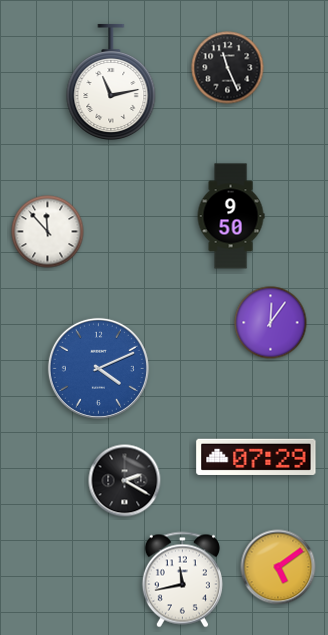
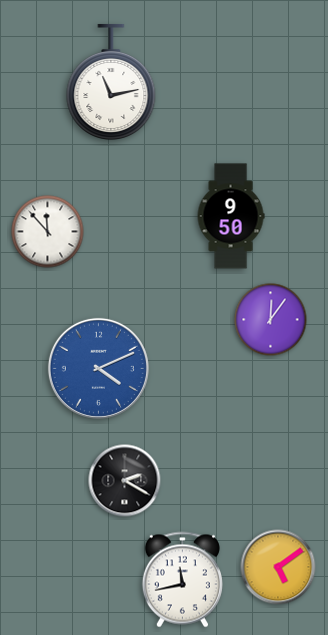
clock at (228, 68): 11:26 -> none
clock at (271, 323) position: (271, 323) -> (271, 320)
clock at (256, 457): 07:29 -> none
